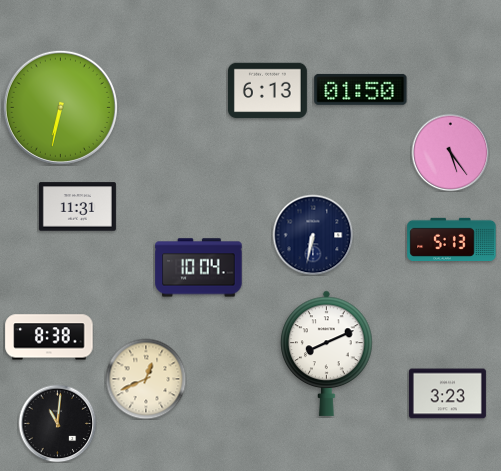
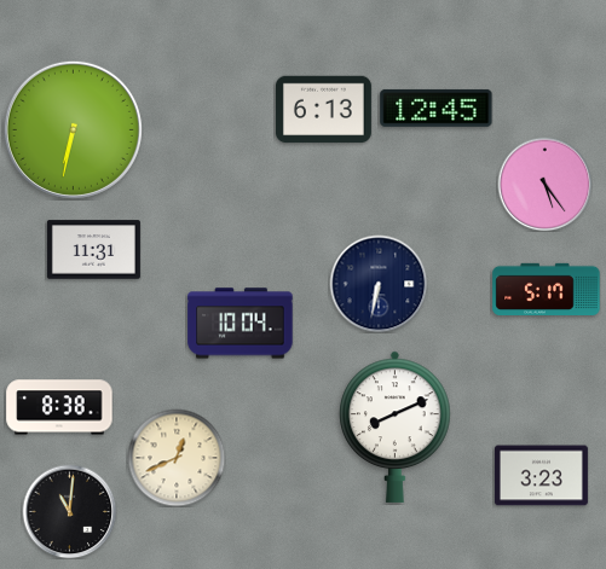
clock at (361, 89): 01:50 -> 12:45
clock at (452, 239): 5:13 -> 5:17
